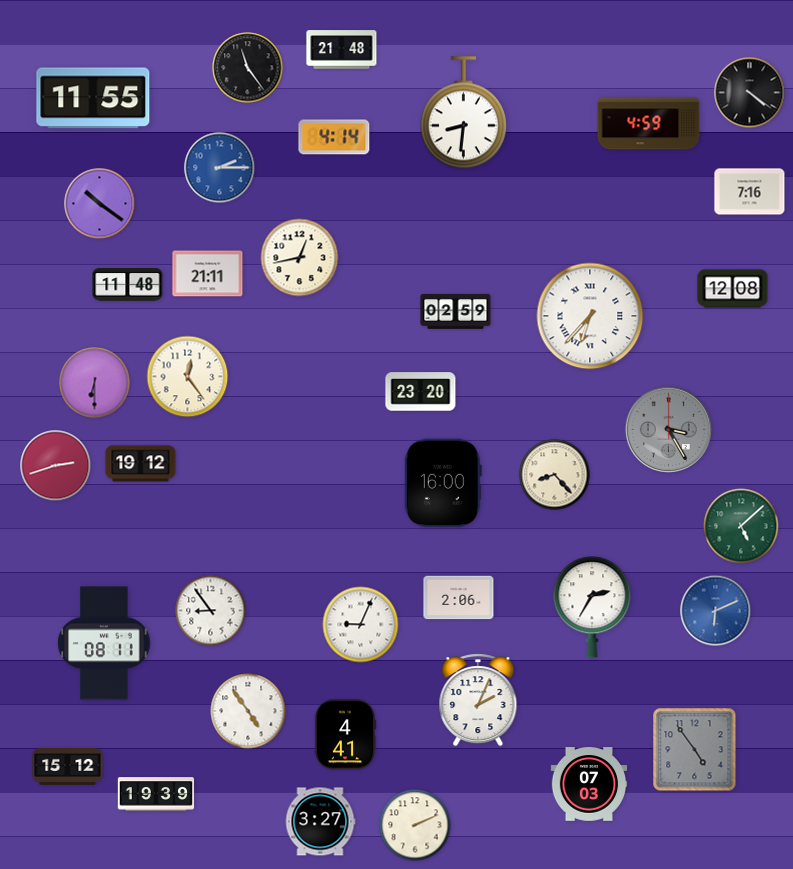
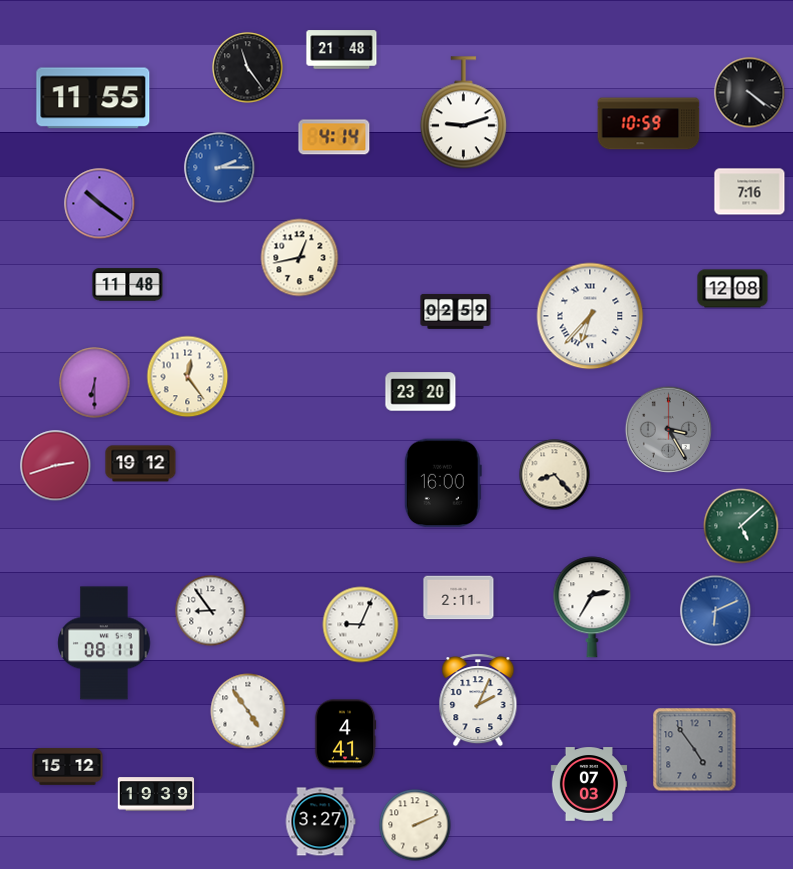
clock at (463, 113): 8:31 -> 9:12
clock at (649, 124): 4:59 -> 10:59
clock at (208, 274): 21:11 -> none
clock at (459, 598): 2:06 -> 2:11
